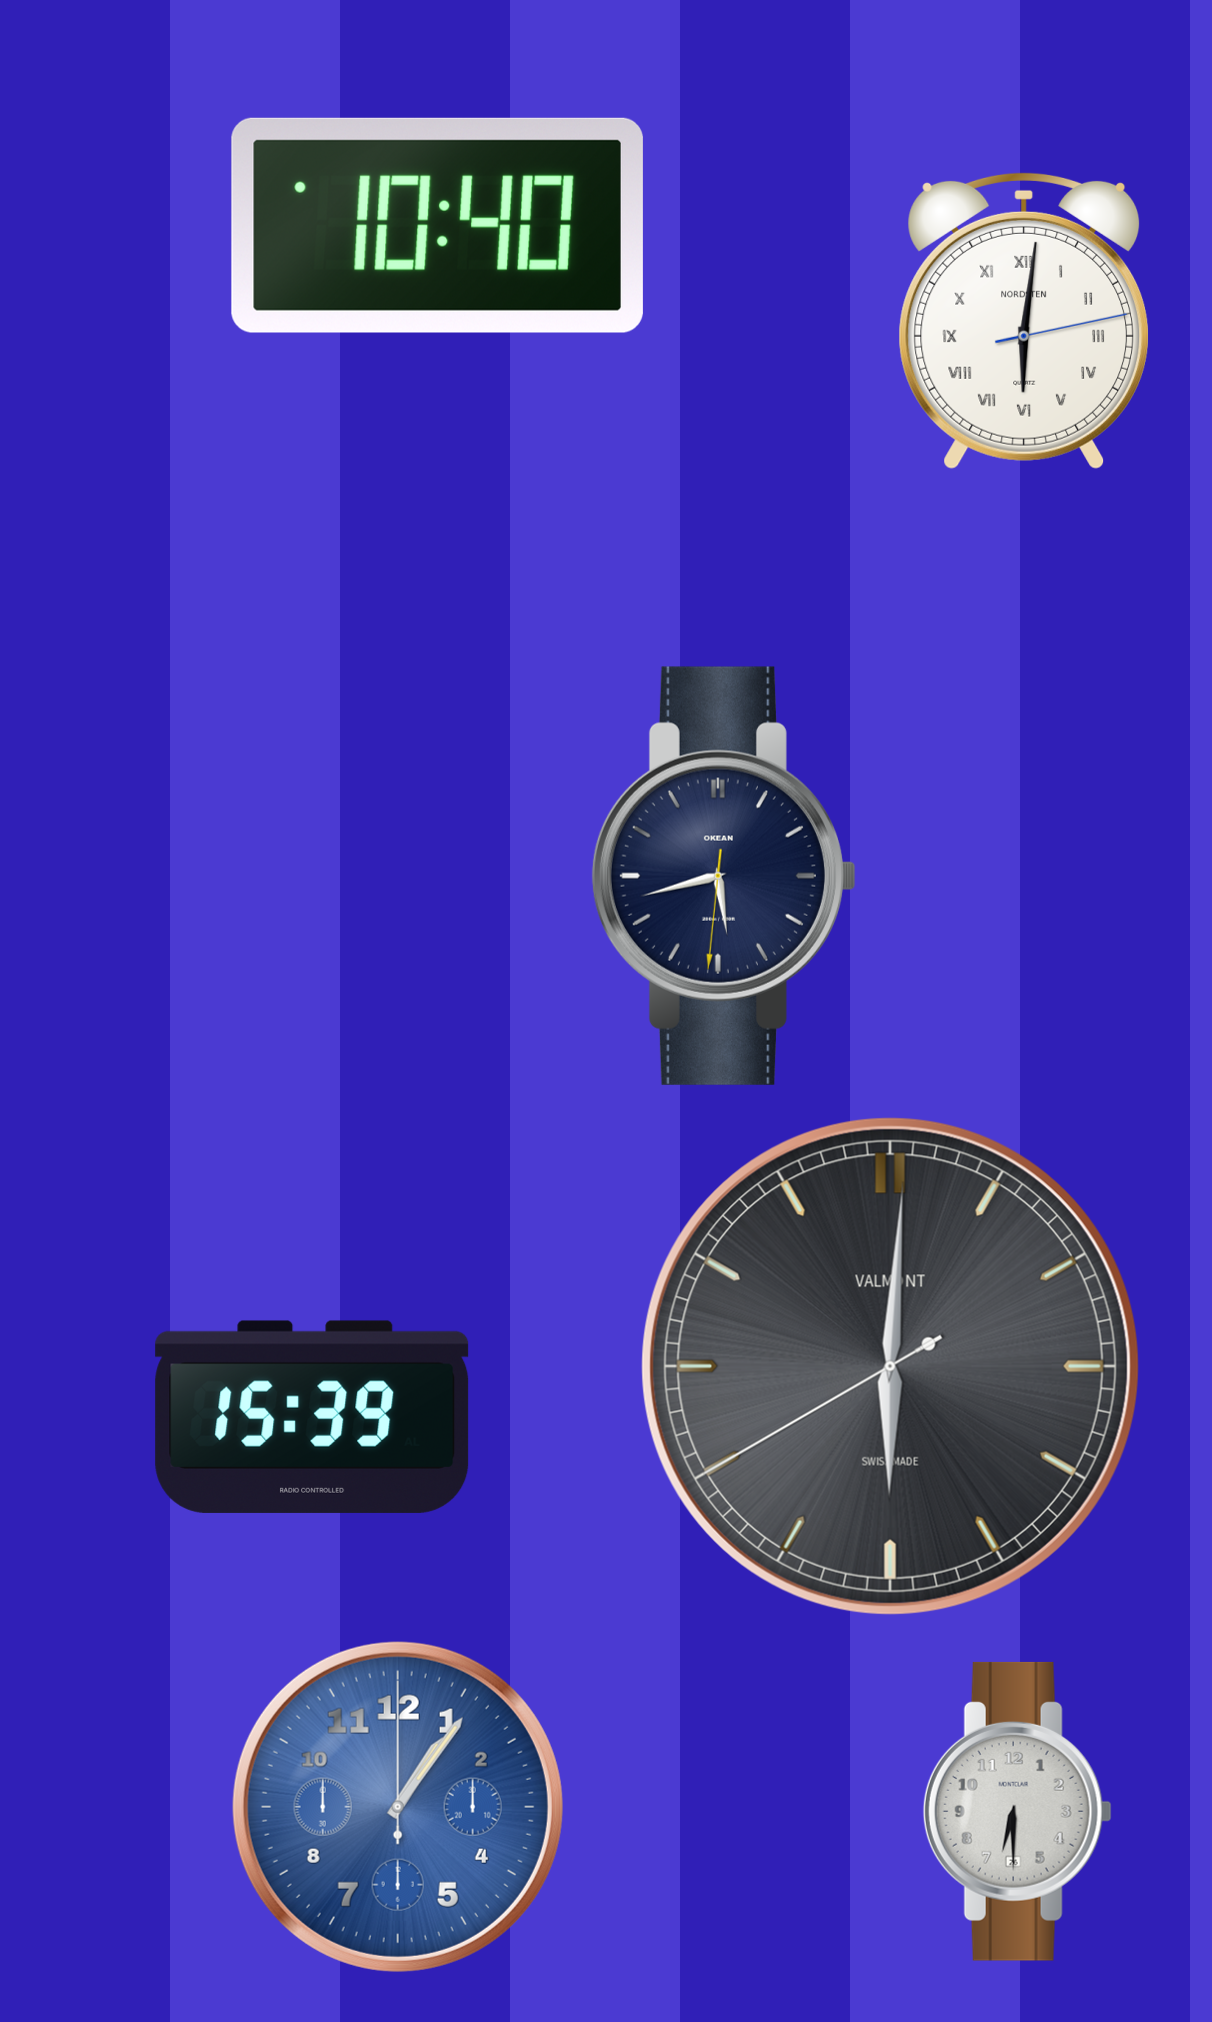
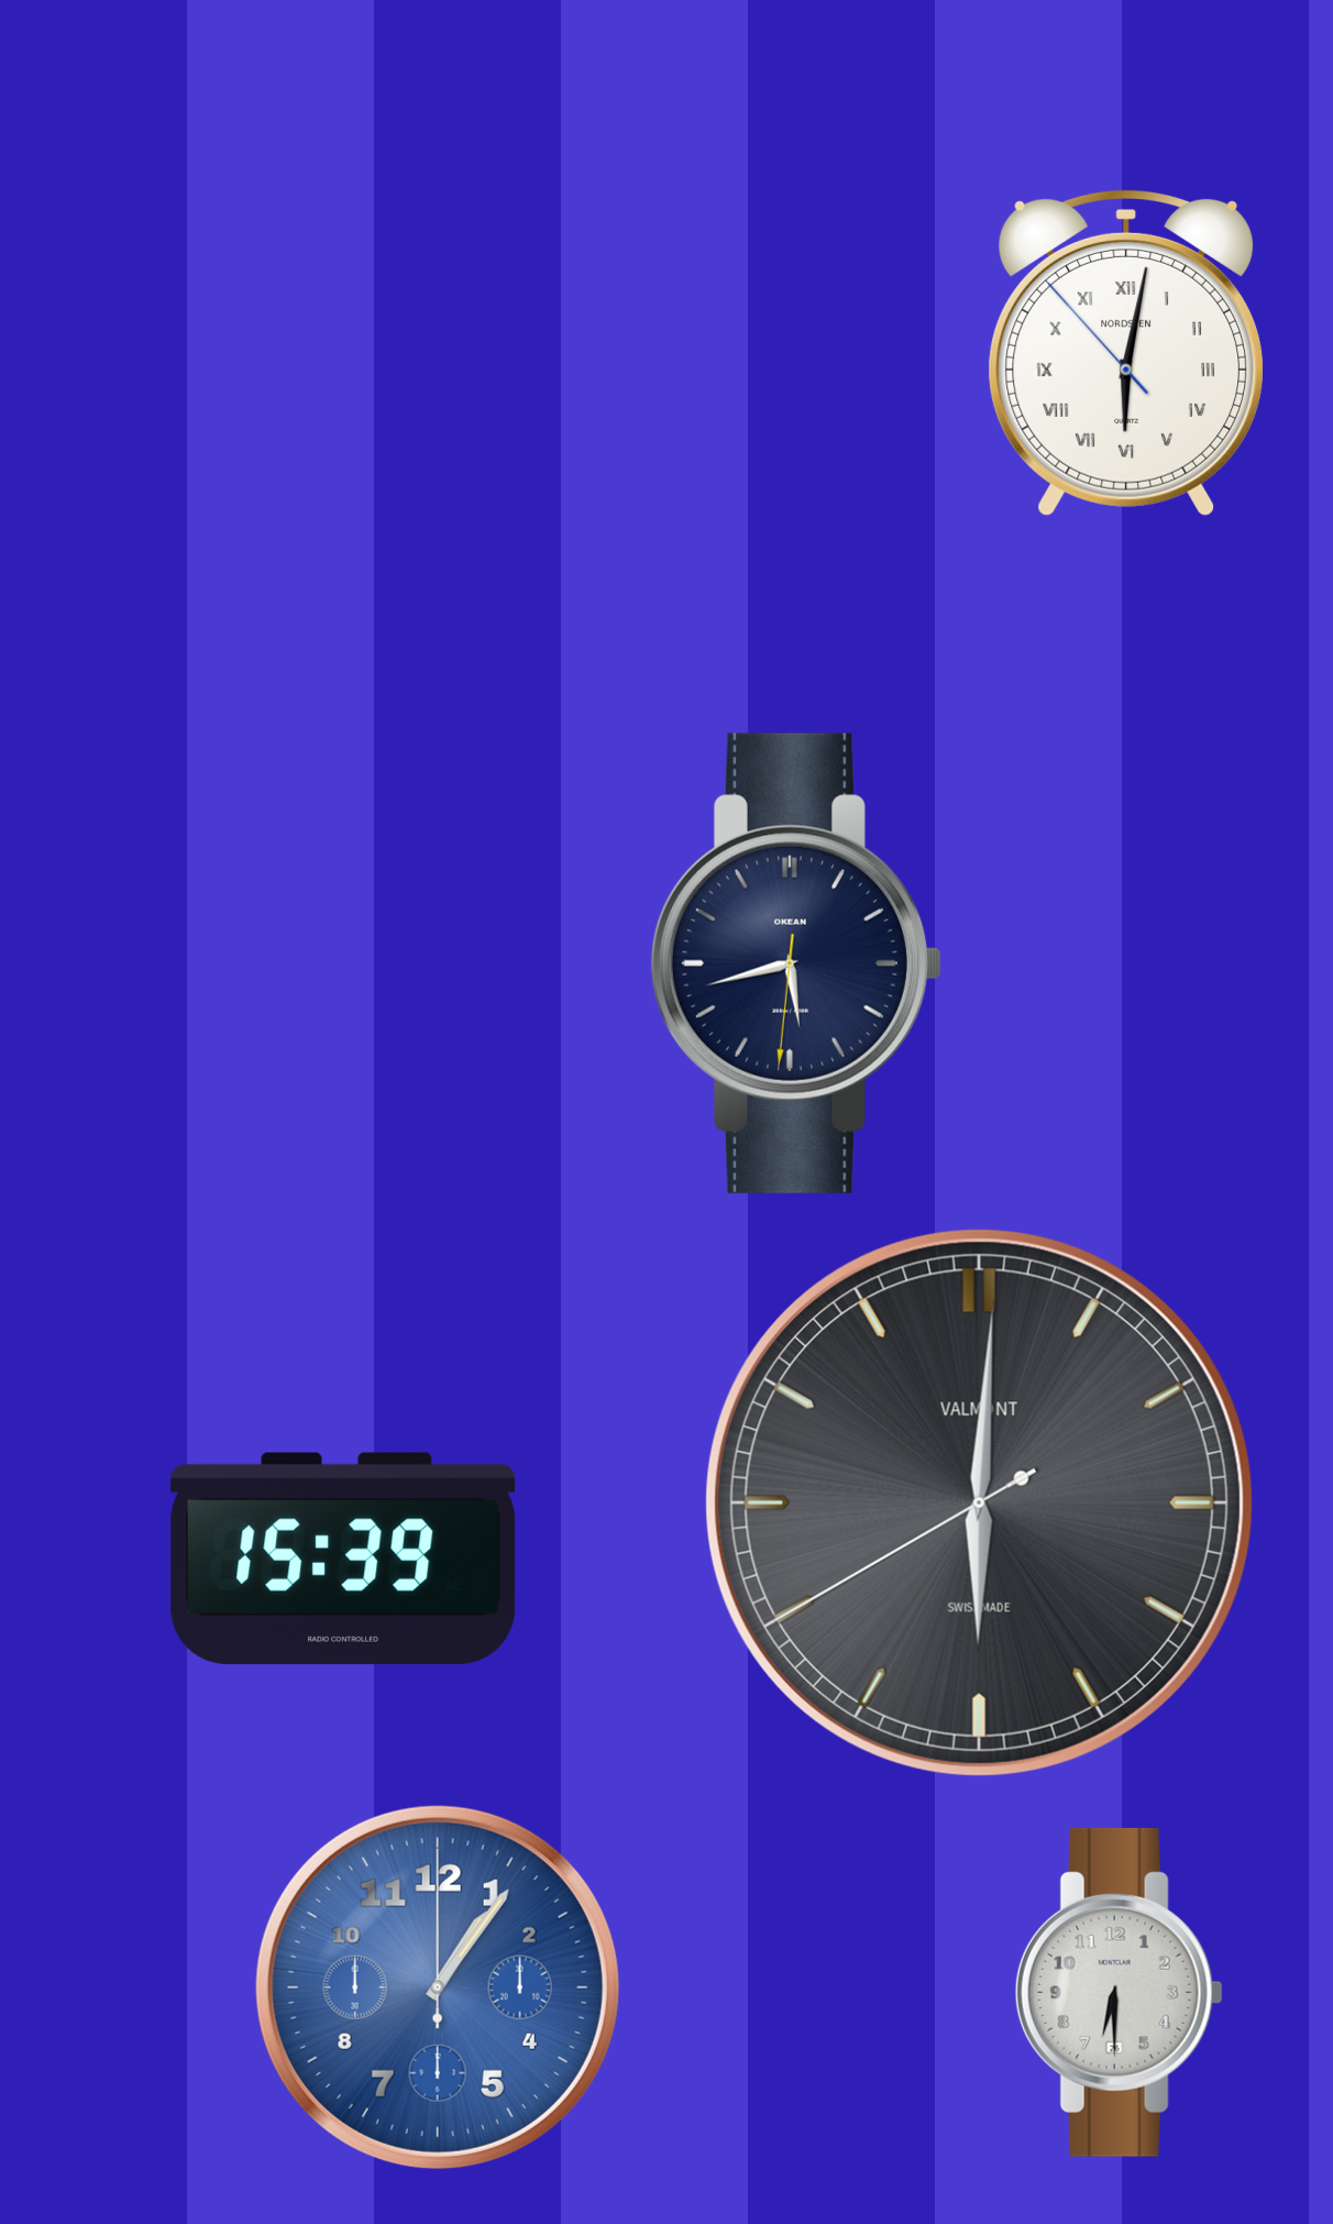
clock at (437, 225): 10:40 -> none
clock at (1024, 320): 6:01:13 -> 6:01:53
